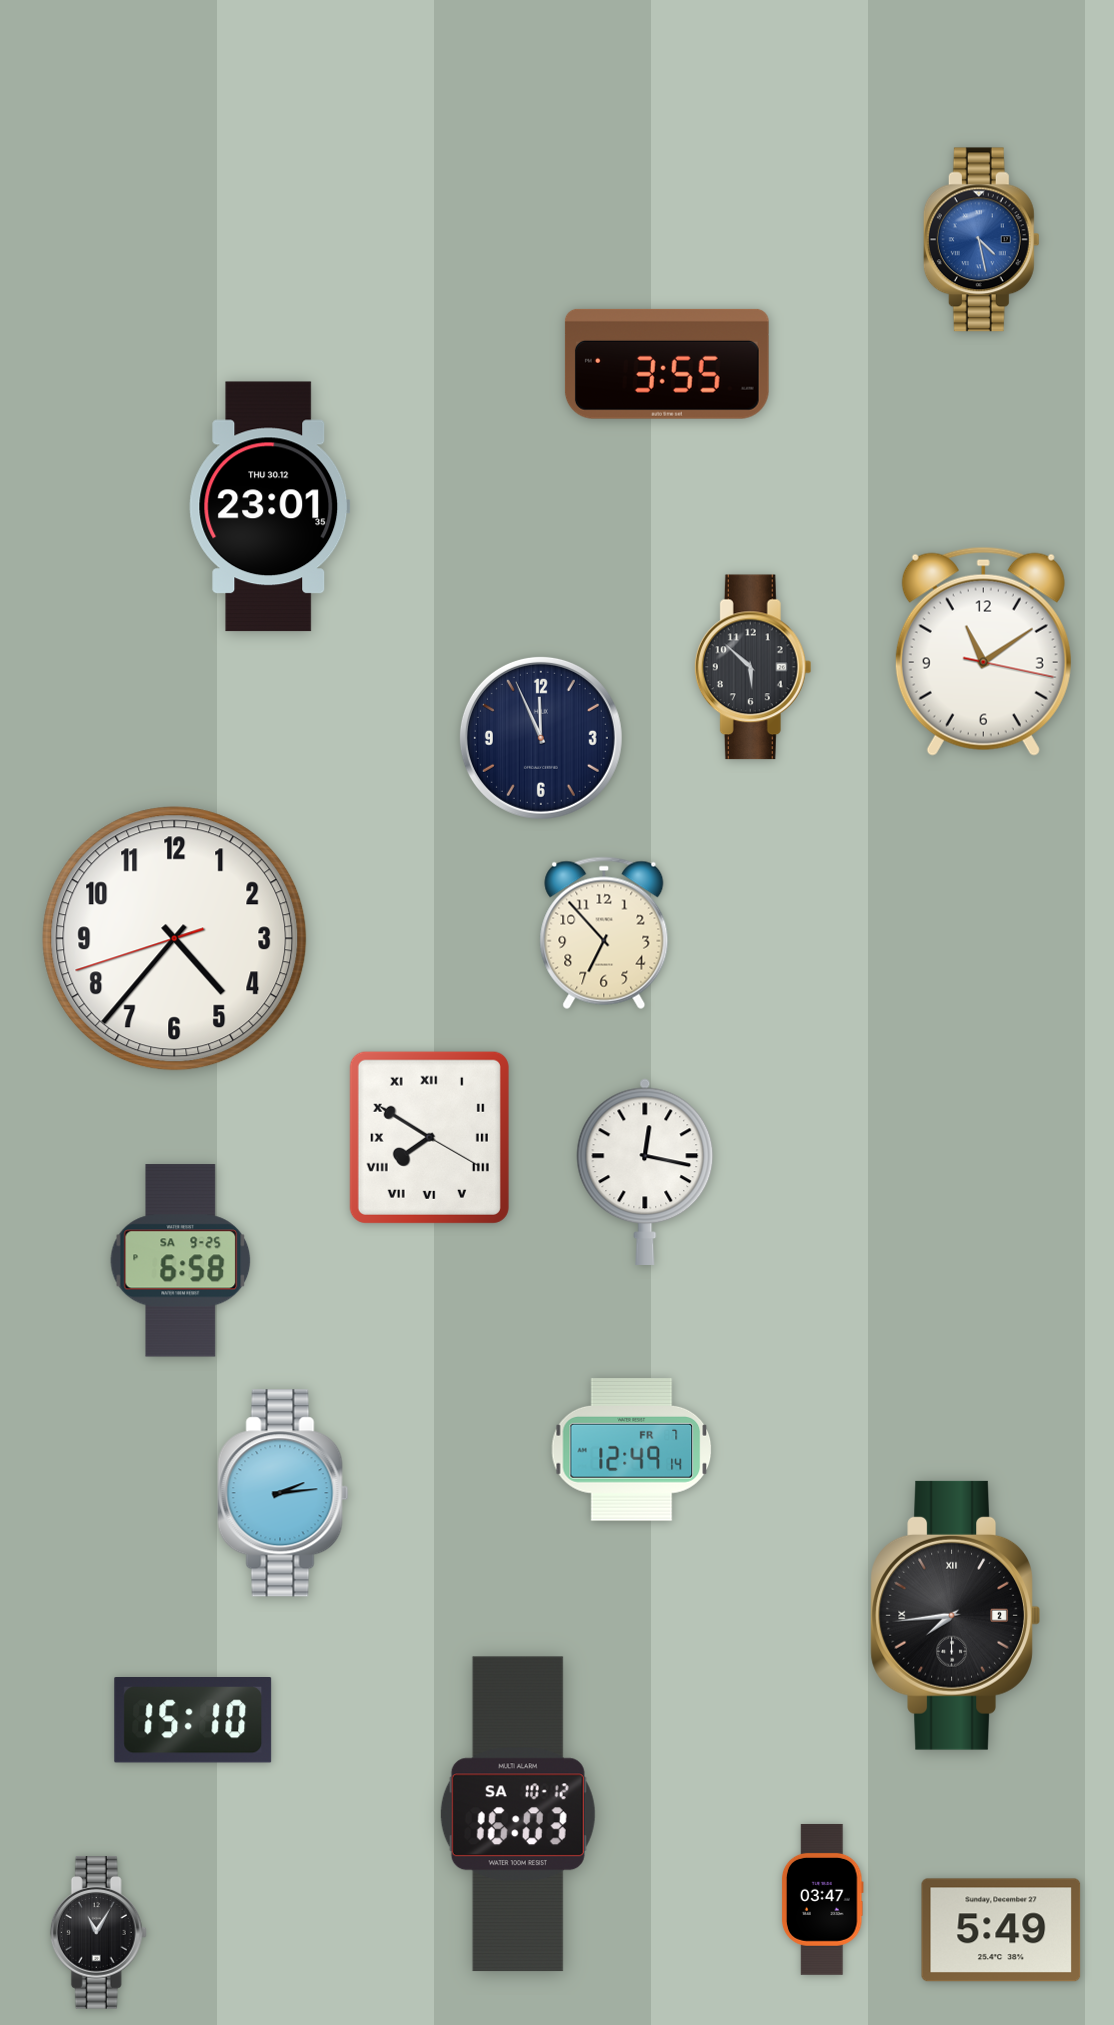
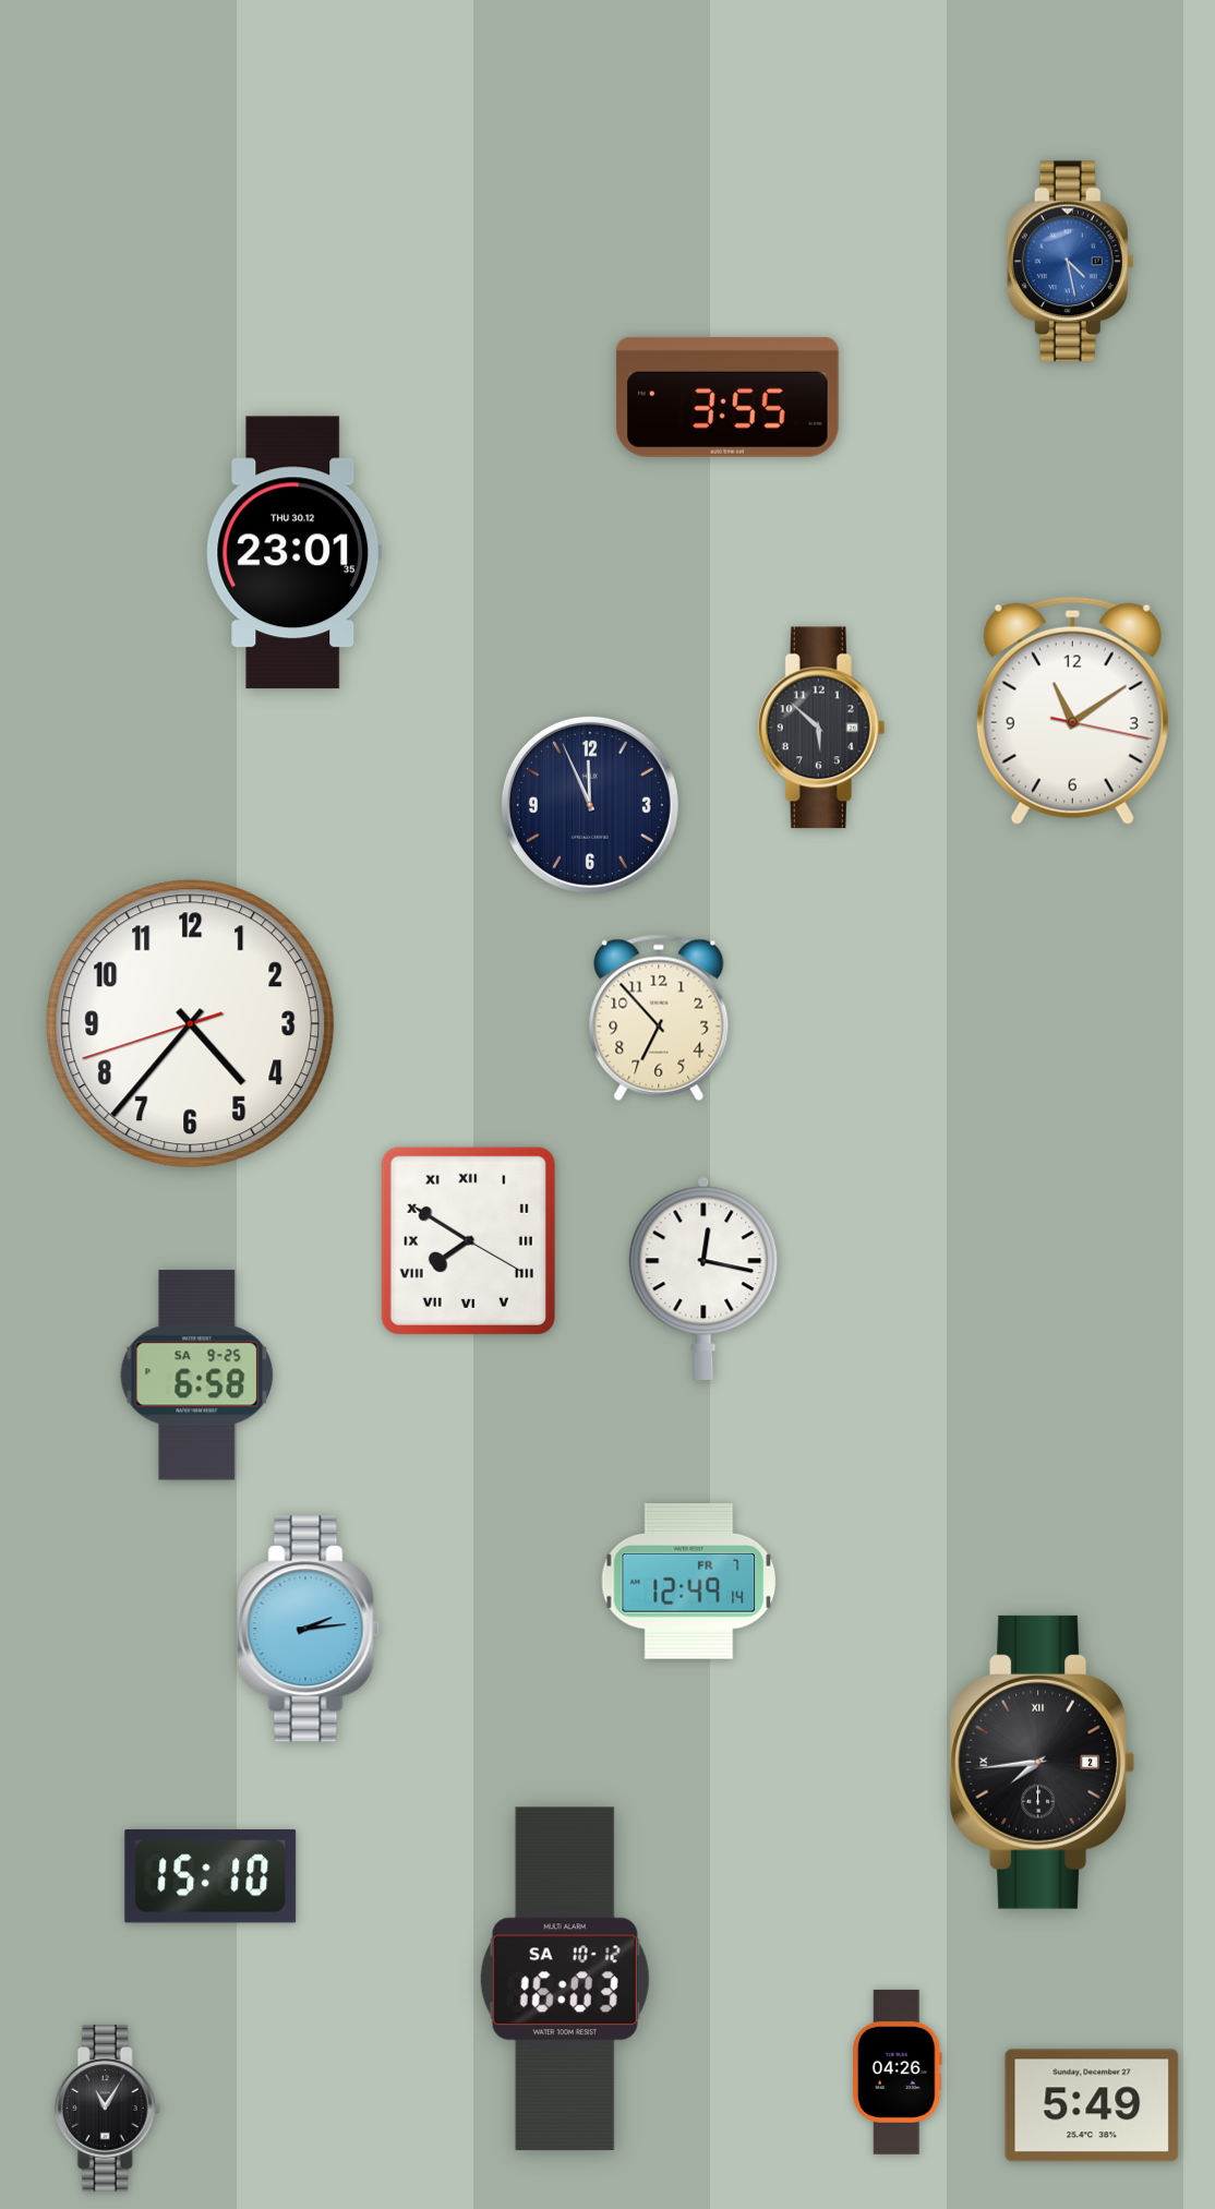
clock at (822, 1899): 03:47 -> 04:26
